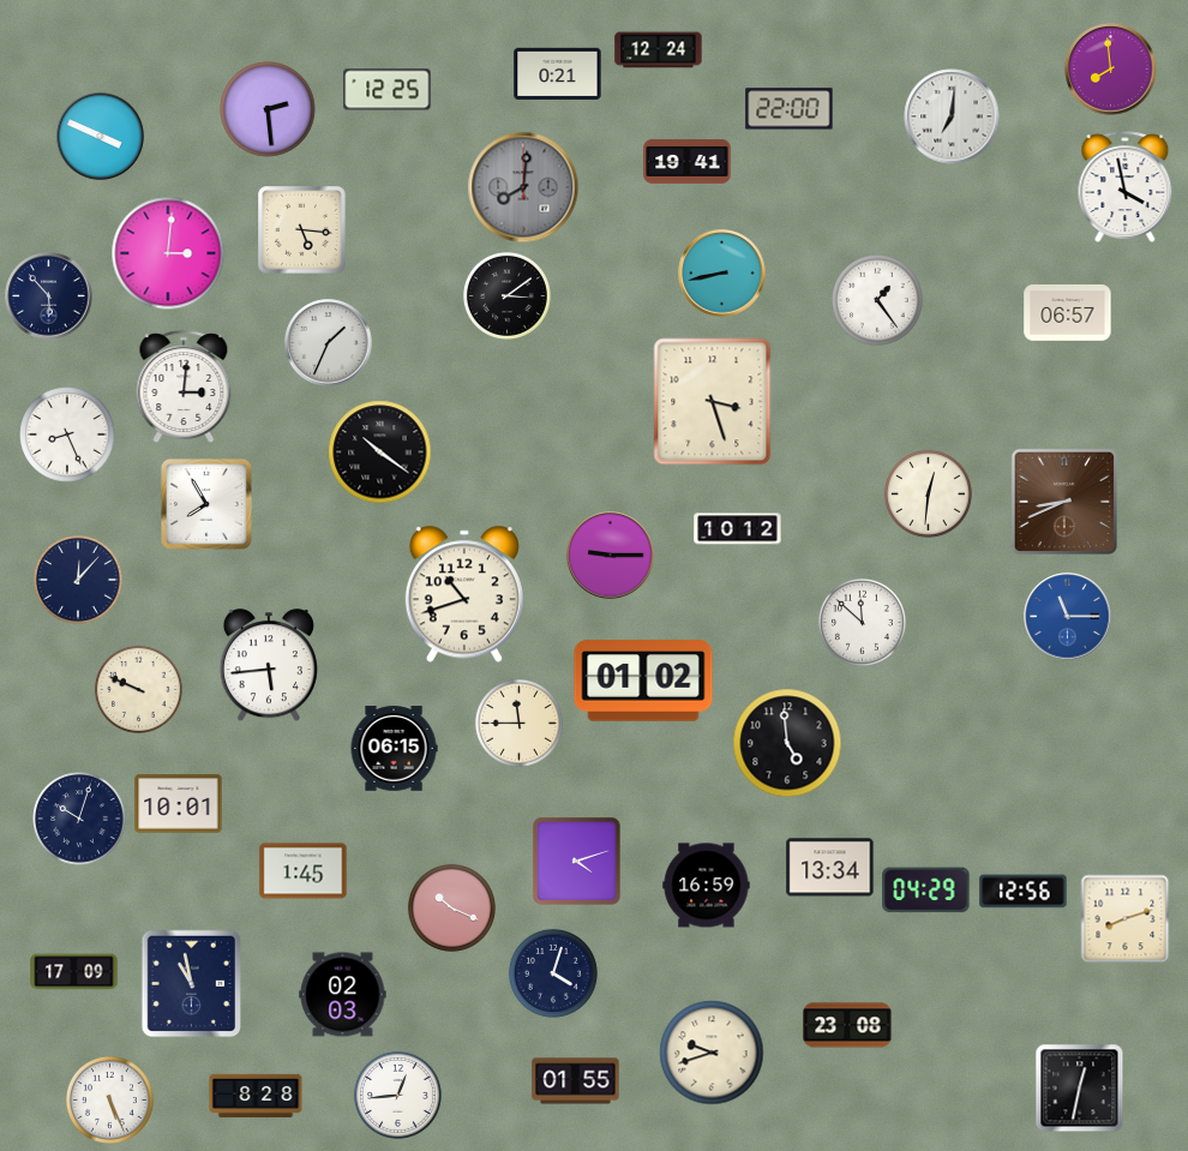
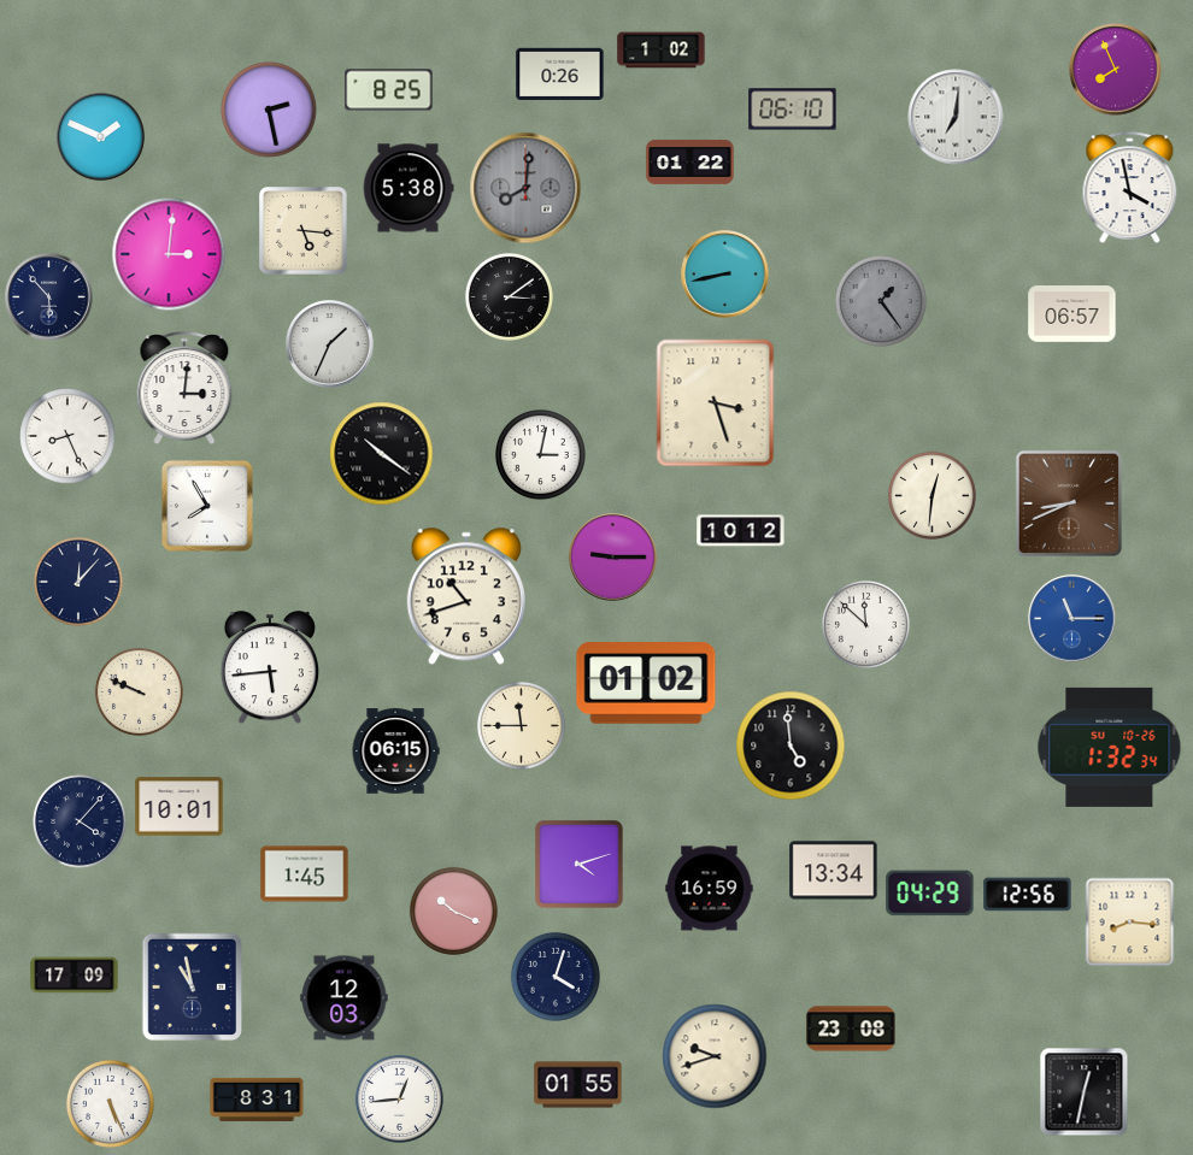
clock at (659, 50): 12:24 -> 1:02
clock at (1111, 70): 7:59 -> 7:56
clock at (558, 73): 0:21 -> 0:26
clock at (388, 90): 12:25 -> 8:25
clock at (268, 109): 2:29 -> 2:28
clock at (790, 109): 22:00 -> 06:10
clock at (101, 137): 3:49 -> 1:49
clock at (688, 161): 19:41 -> 01:22
clock at (409, 188): none -> 5:38
clock at (878, 301) dial: white -> grey
clock at (540, 454): none -> 3:02
clock at (1110, 747): none -> 1:32
clock at (79, 819): 10:03 -> 4:07
clock at (1126, 919): 8:12 -> 8:16
clock at (343, 995): 02:03 -> 12:03
clock at (256, 1096): 8:28 -> 8:31
